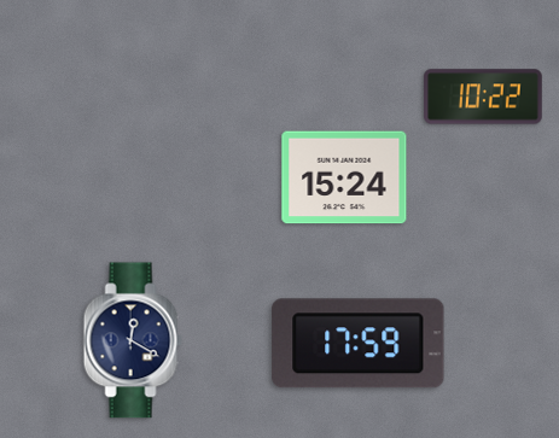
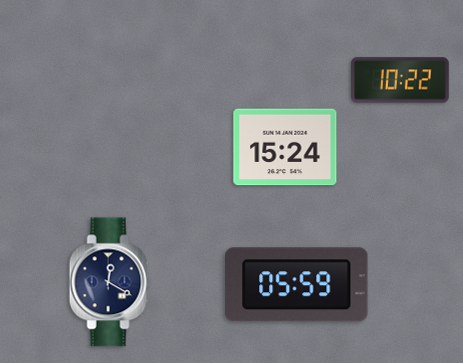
clock at (359, 344): 17:59 -> 05:59
